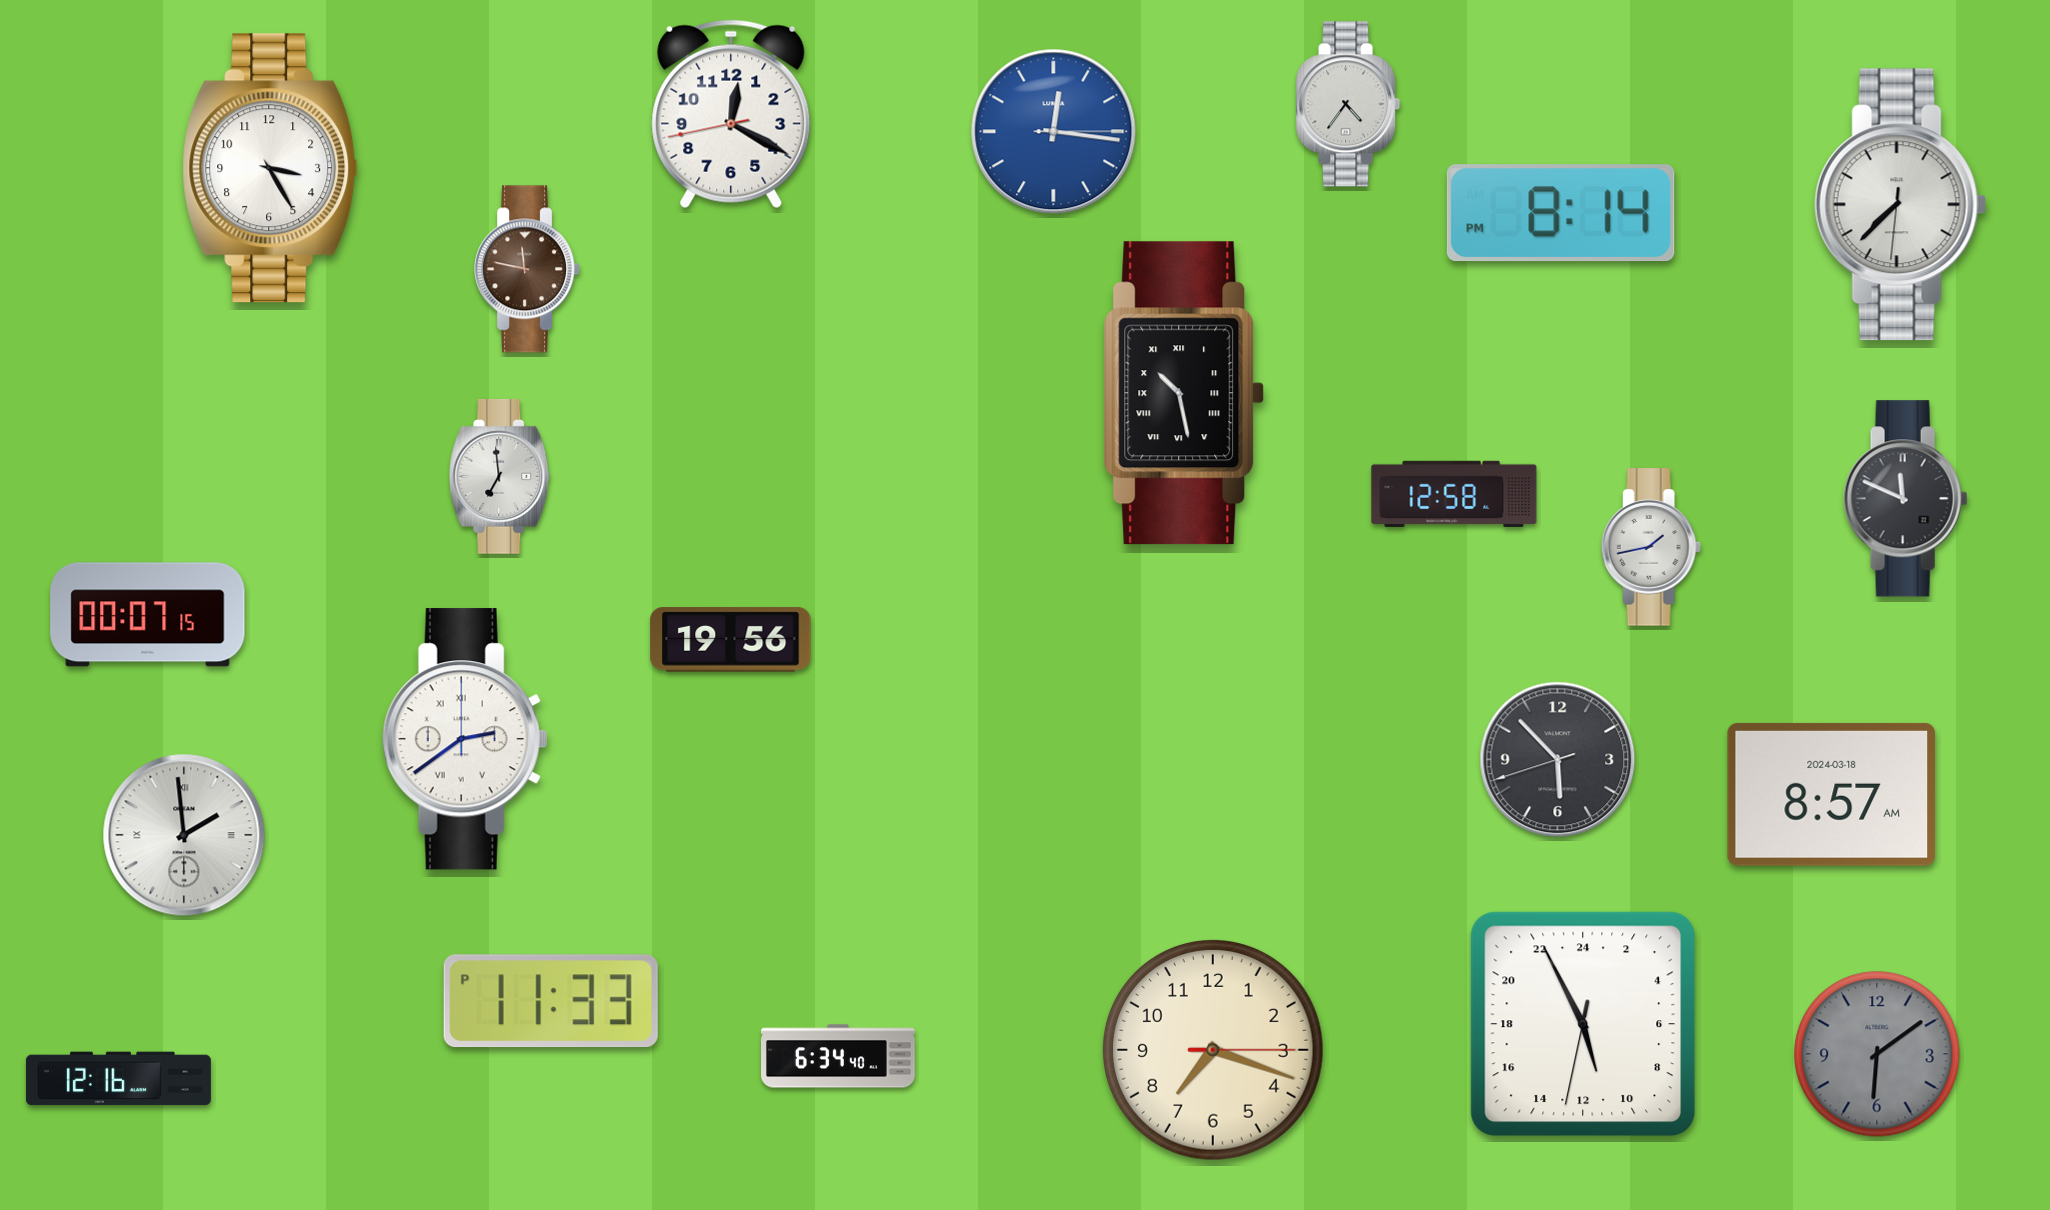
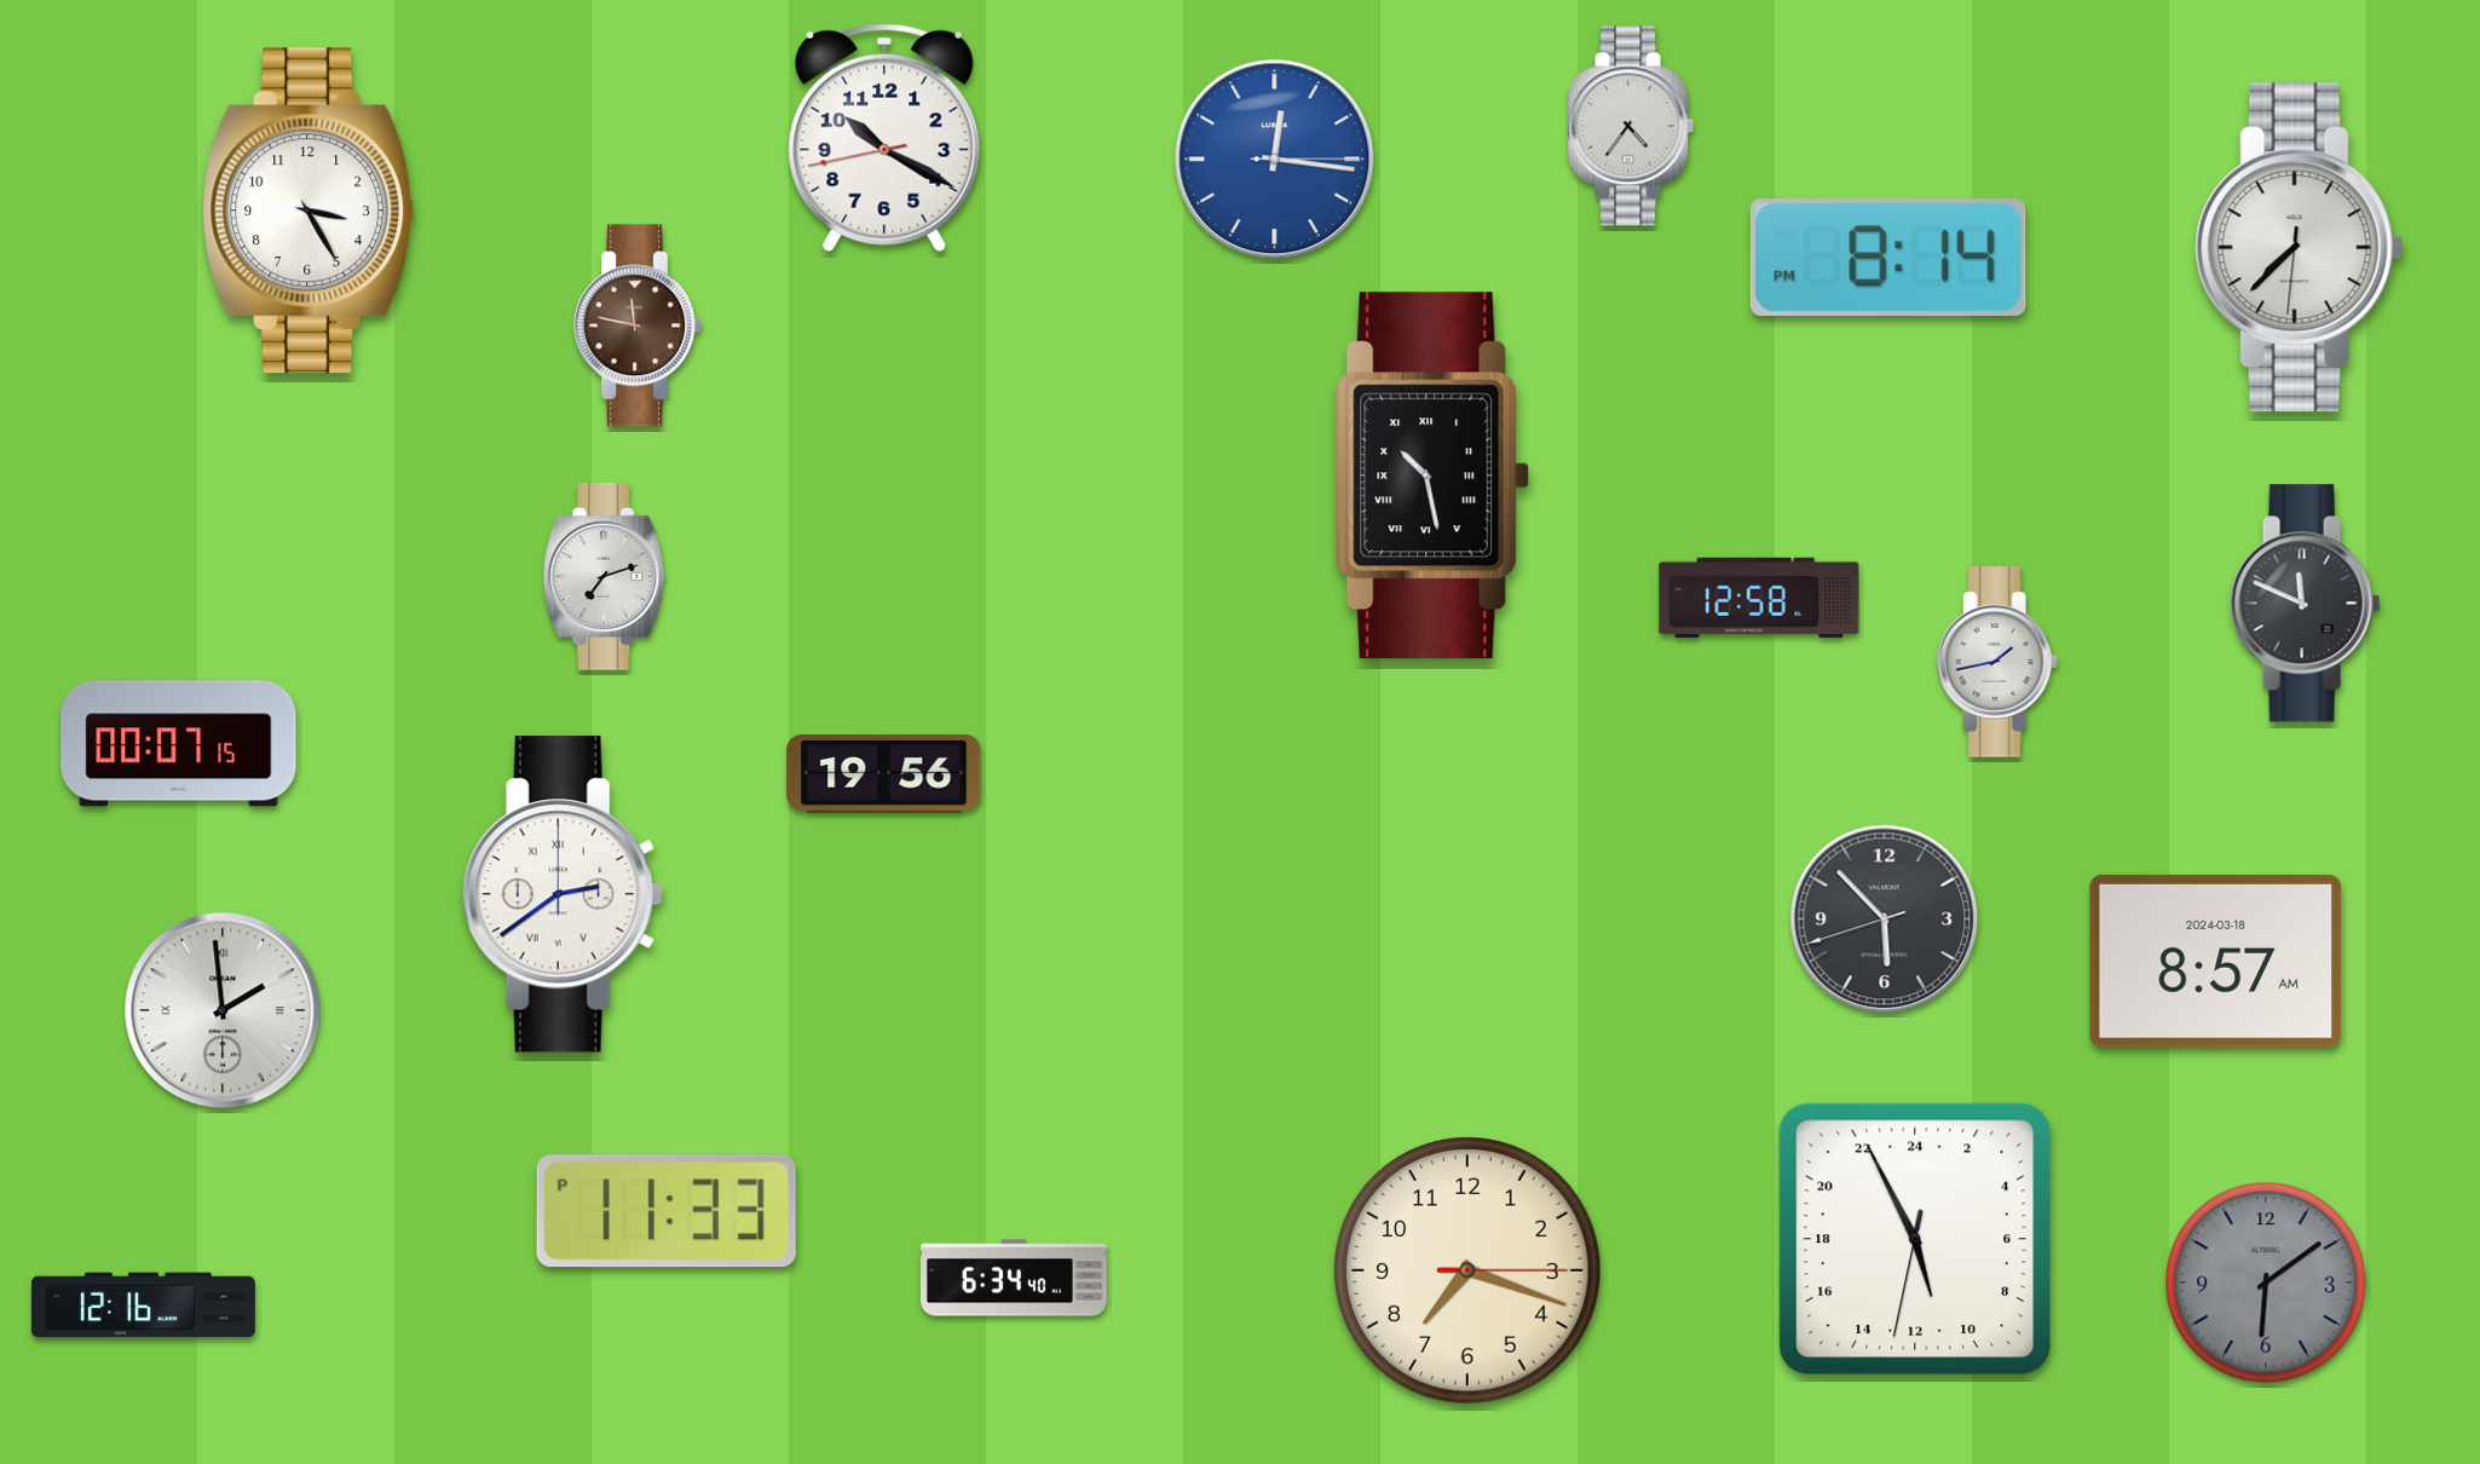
clock at (731, 114): 12:19 -> 10:19
clock at (270, 168) position: (270, 168) -> (308, 211)
clock at (500, 477): 6:59 -> 7:12
clock at (1877, 1054) position: (1877, 1054) -> (2266, 1283)
